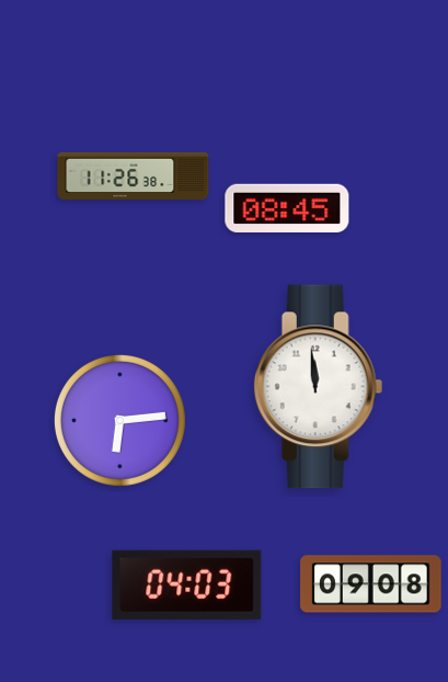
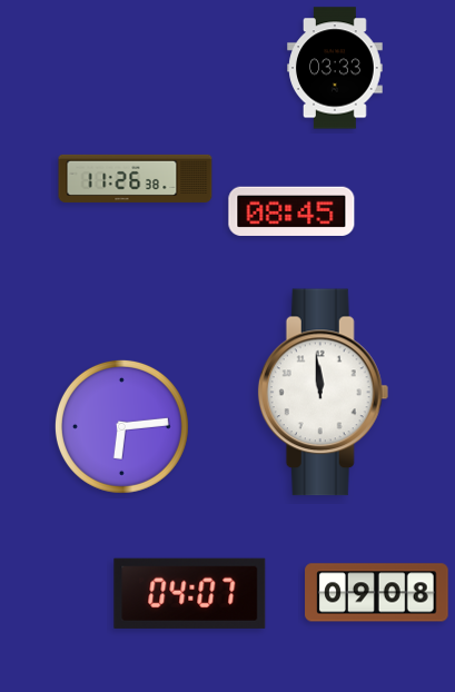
clock at (335, 68): none -> 03:33
clock at (187, 584): 04:03 -> 04:07
